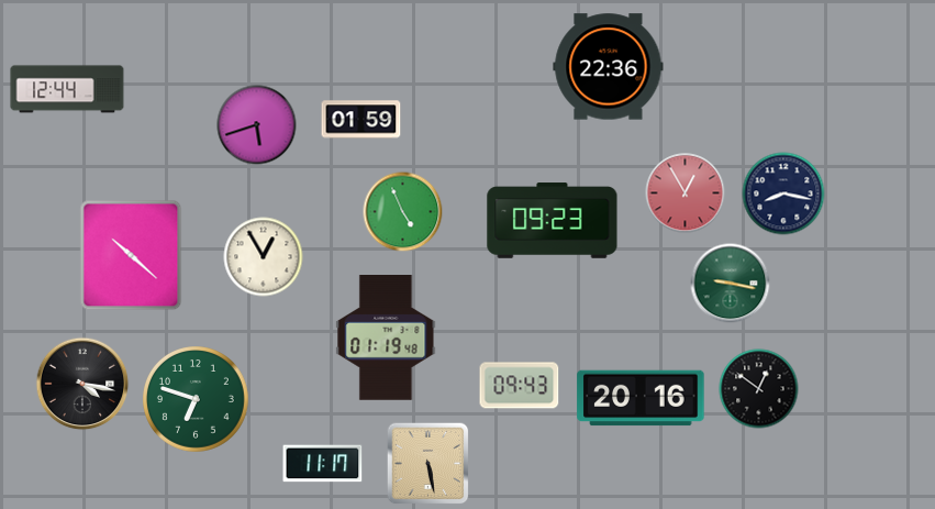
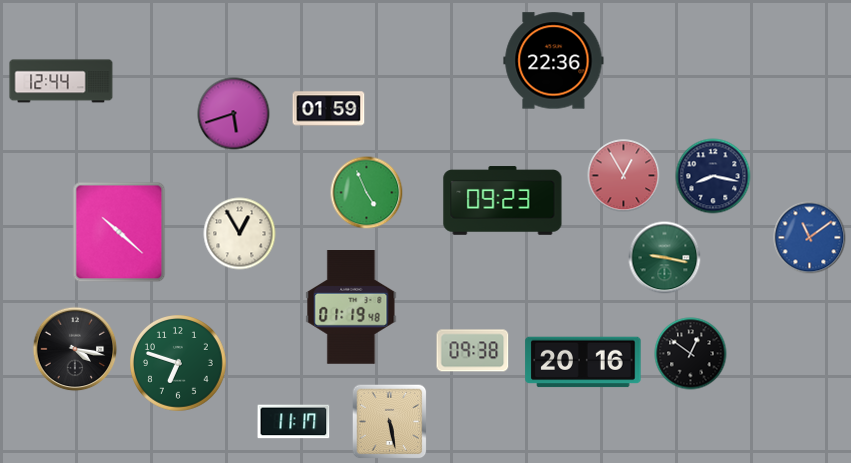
clock at (810, 238): none -> 11:09
clock at (520, 386): 09:43 -> 09:38
